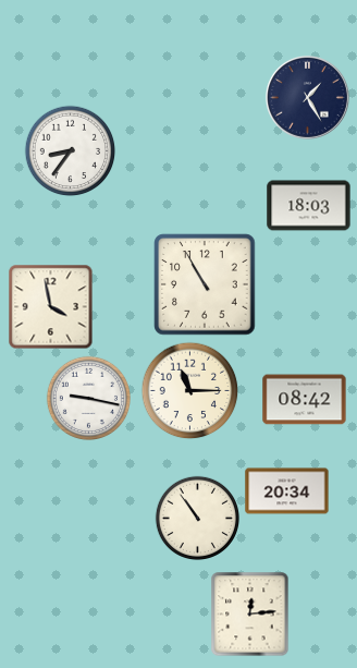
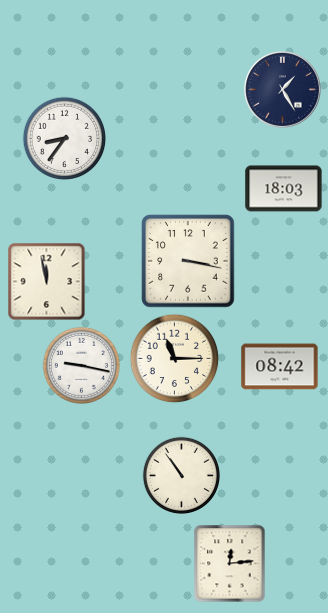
clock at (205, 284): 10:55 -> 3:17
clock at (50, 306): 3:58 -> 11:58
clock at (287, 491): 20:34 -> none
